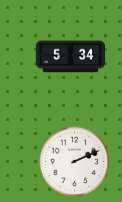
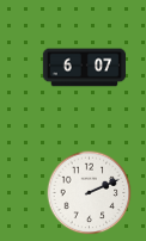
clock at (71, 57): 5:34 -> 6:07
